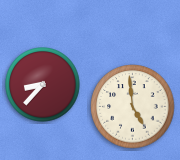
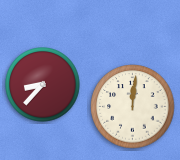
clock at (133, 107): 4:59 -> 12:01
